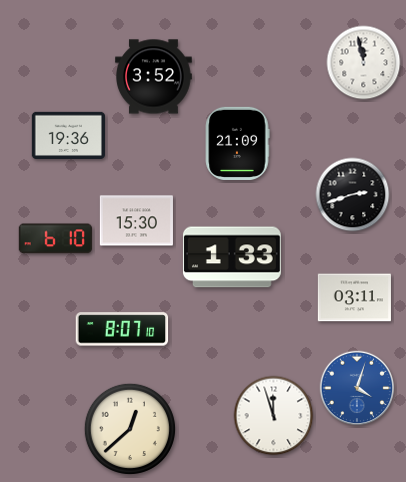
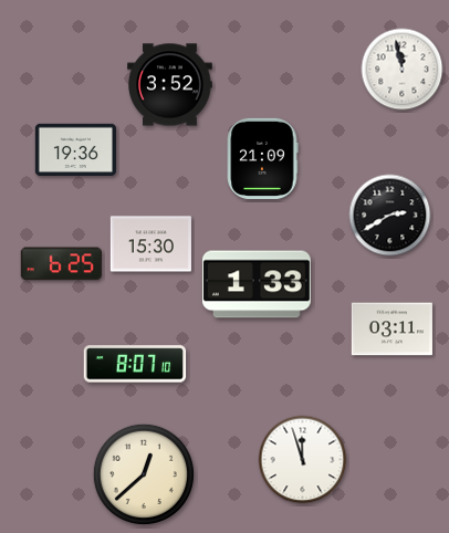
clock at (353, 195): 2:42 -> 2:40
clock at (55, 239): 6:10 -> 6:25
clock at (357, 388): 4:03 -> none
